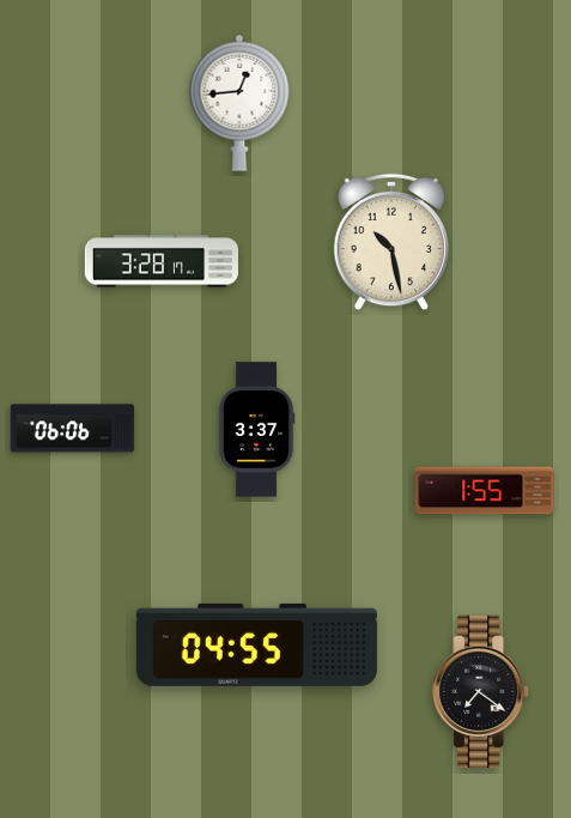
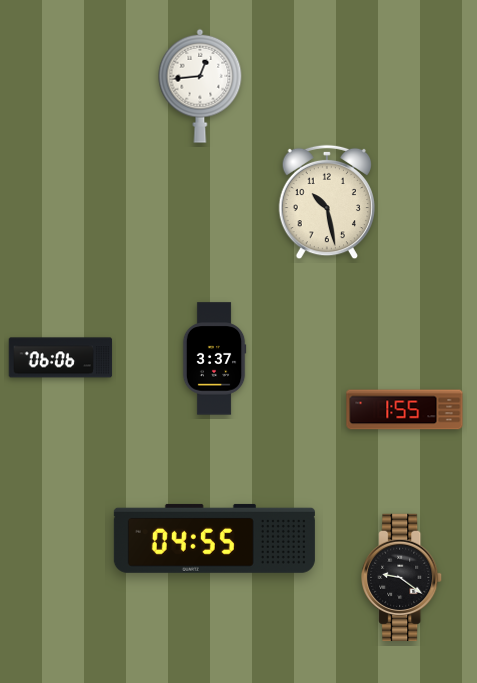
clock at (160, 261): 3:28 -> none
clock at (481, 691): 7:21 -> 9:21
